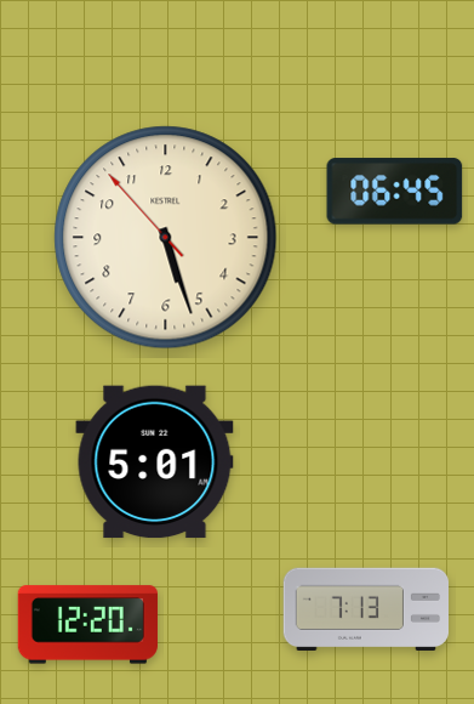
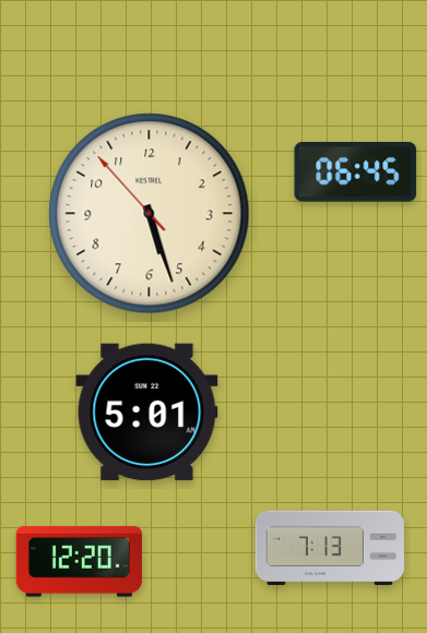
clock at (155, 462) position: (155, 462) -> (147, 413)
